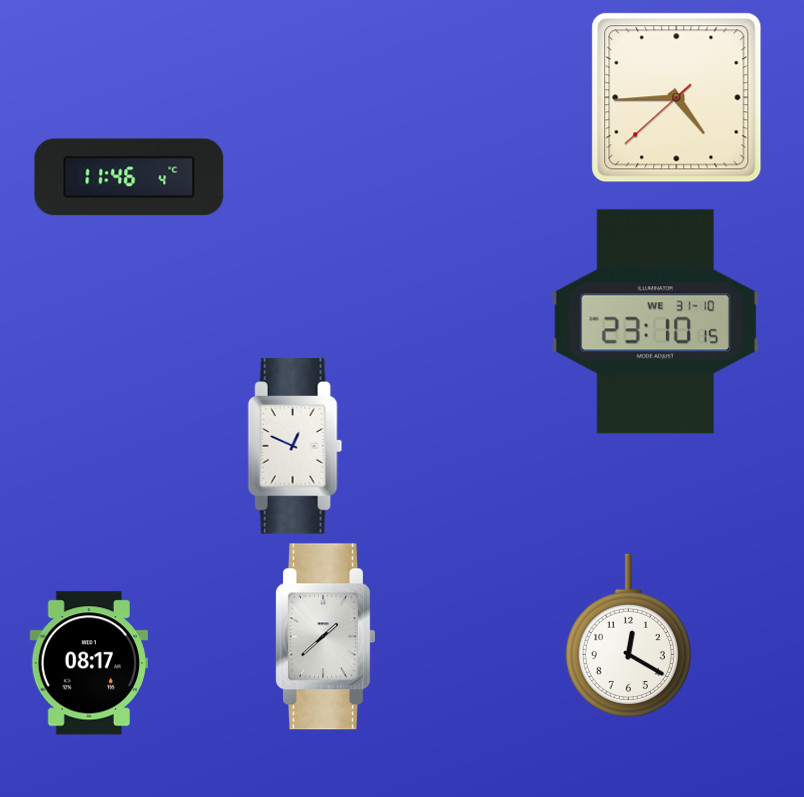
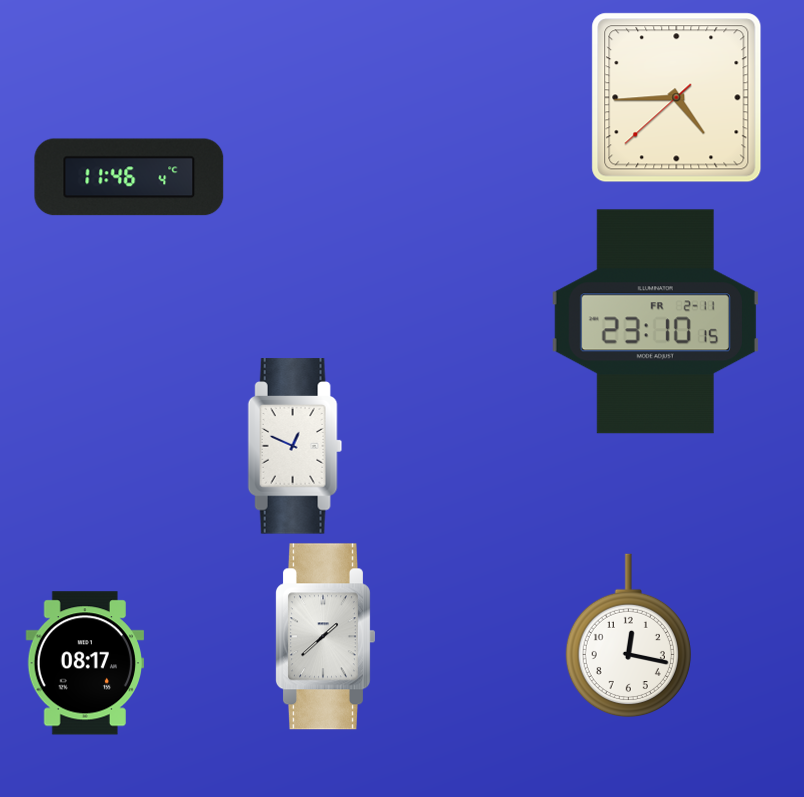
clock at (655, 322) date: WE 31-10 -> FR 2-11
clock at (628, 636): 12:20 -> 12:17
clock at (88, 663) position: (88, 663) -> (84, 663)
